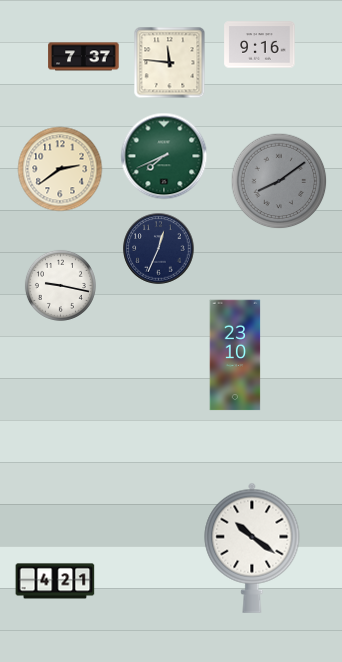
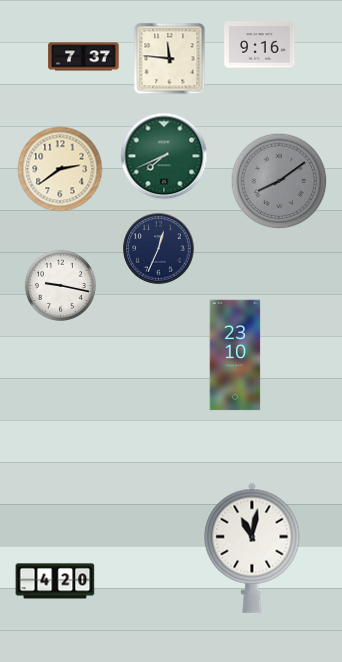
clock at (170, 63) position: (170, 63) -> (170, 59)
clock at (252, 548): 10:21 -> 11:02
clock at (55, 581): 4:21 -> 4:20
